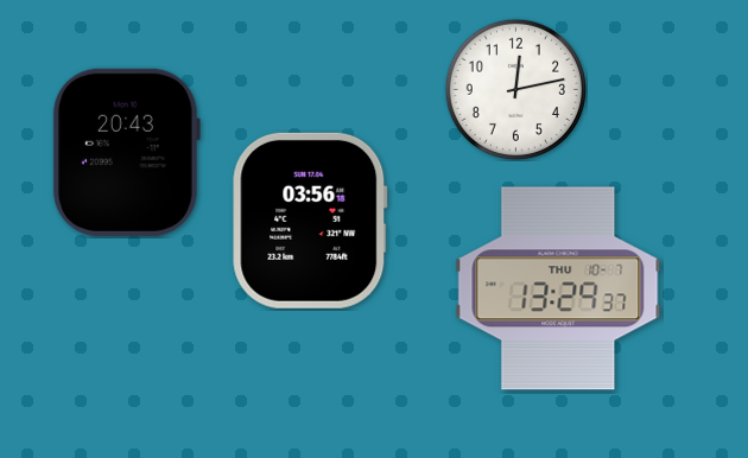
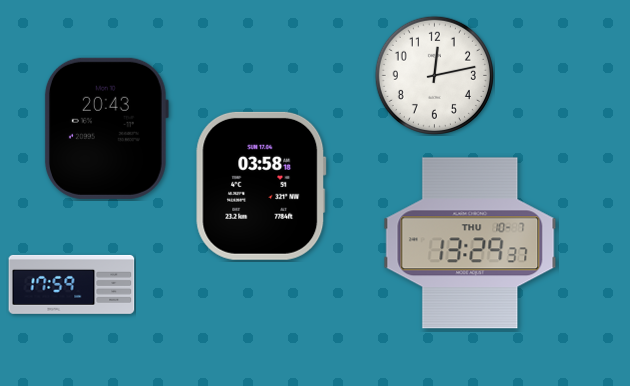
clock at (310, 221): 03:56 -> 03:58
clock at (72, 284): none -> 17:59
